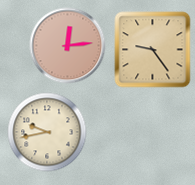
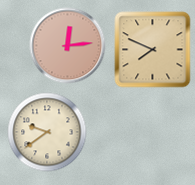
clock at (153, 50): 9:24 -> 7:49
clock at (47, 132): 9:43 -> 9:39
